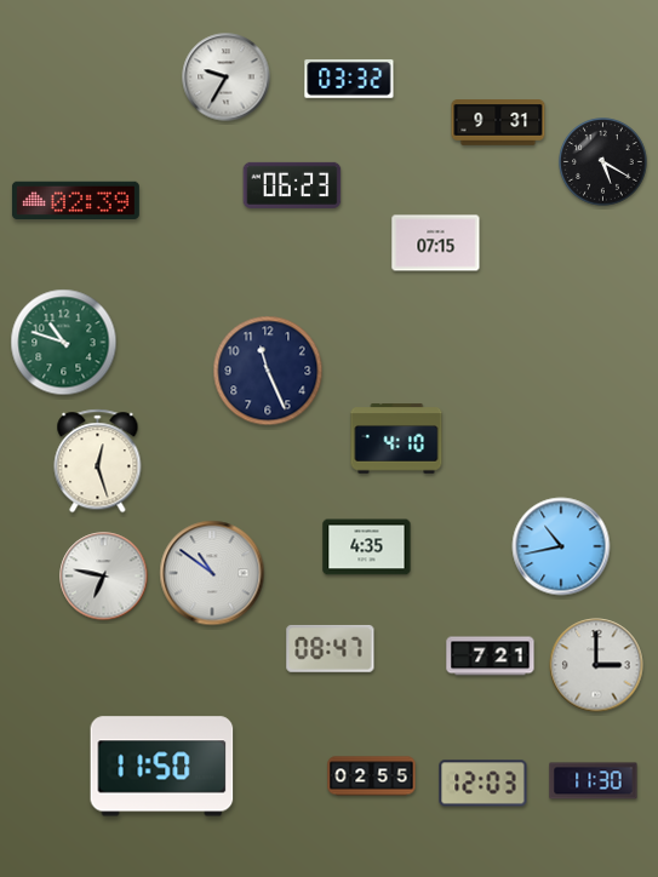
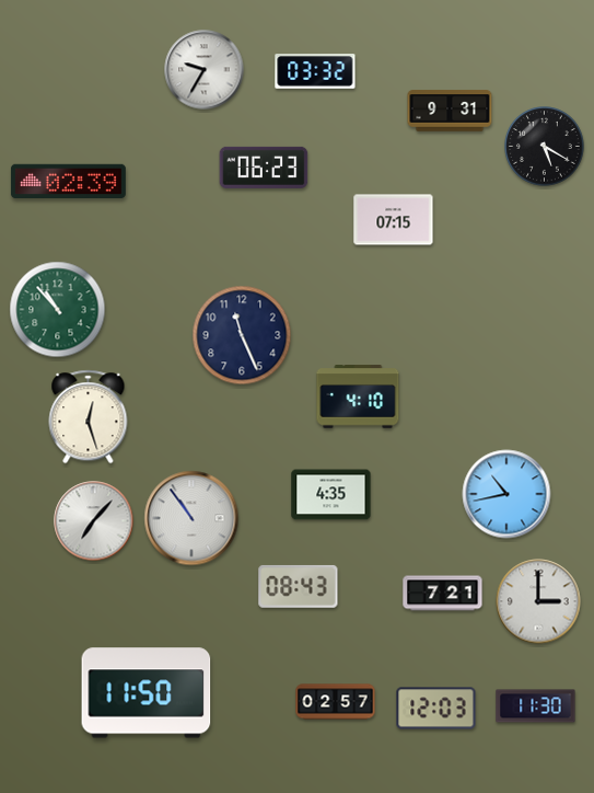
clock at (64, 343): 10:48 -> 10:53
clock at (212, 573): 10:51 -> 10:54
clock at (104, 577): 6:47 -> 7:07
clock at (331, 648): 08:47 -> 08:43
clock at (372, 776): 02:55 -> 02:57
